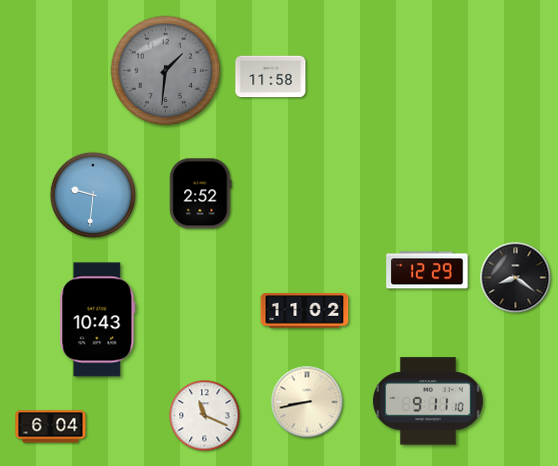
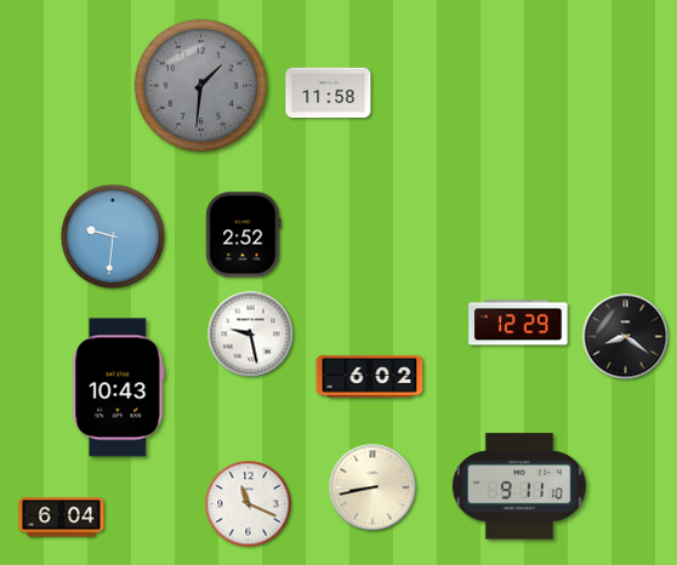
clock at (427, 270) position: (427, 270) -> (518, 323)
clock at (251, 335): none -> 9:28
clock at (305, 311): 11:02 -> 6:02
